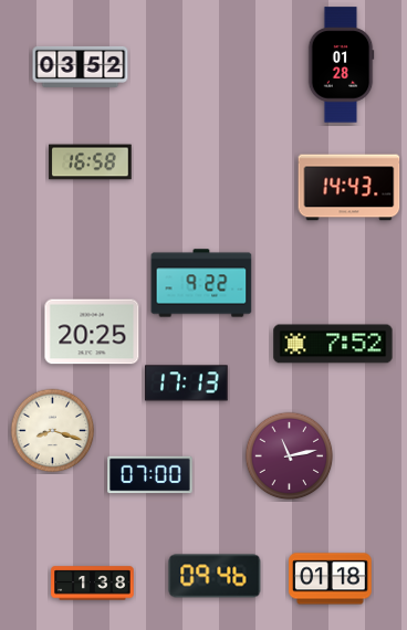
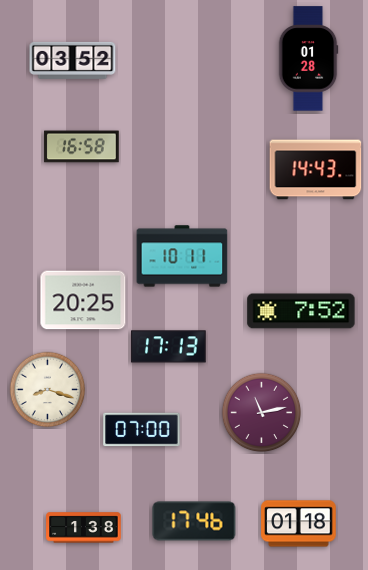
clock at (201, 283): 9:22 -> 10:11
clock at (150, 475) position: (150, 475) -> (142, 430)
clock at (215, 576): 09:46 -> 17:46
